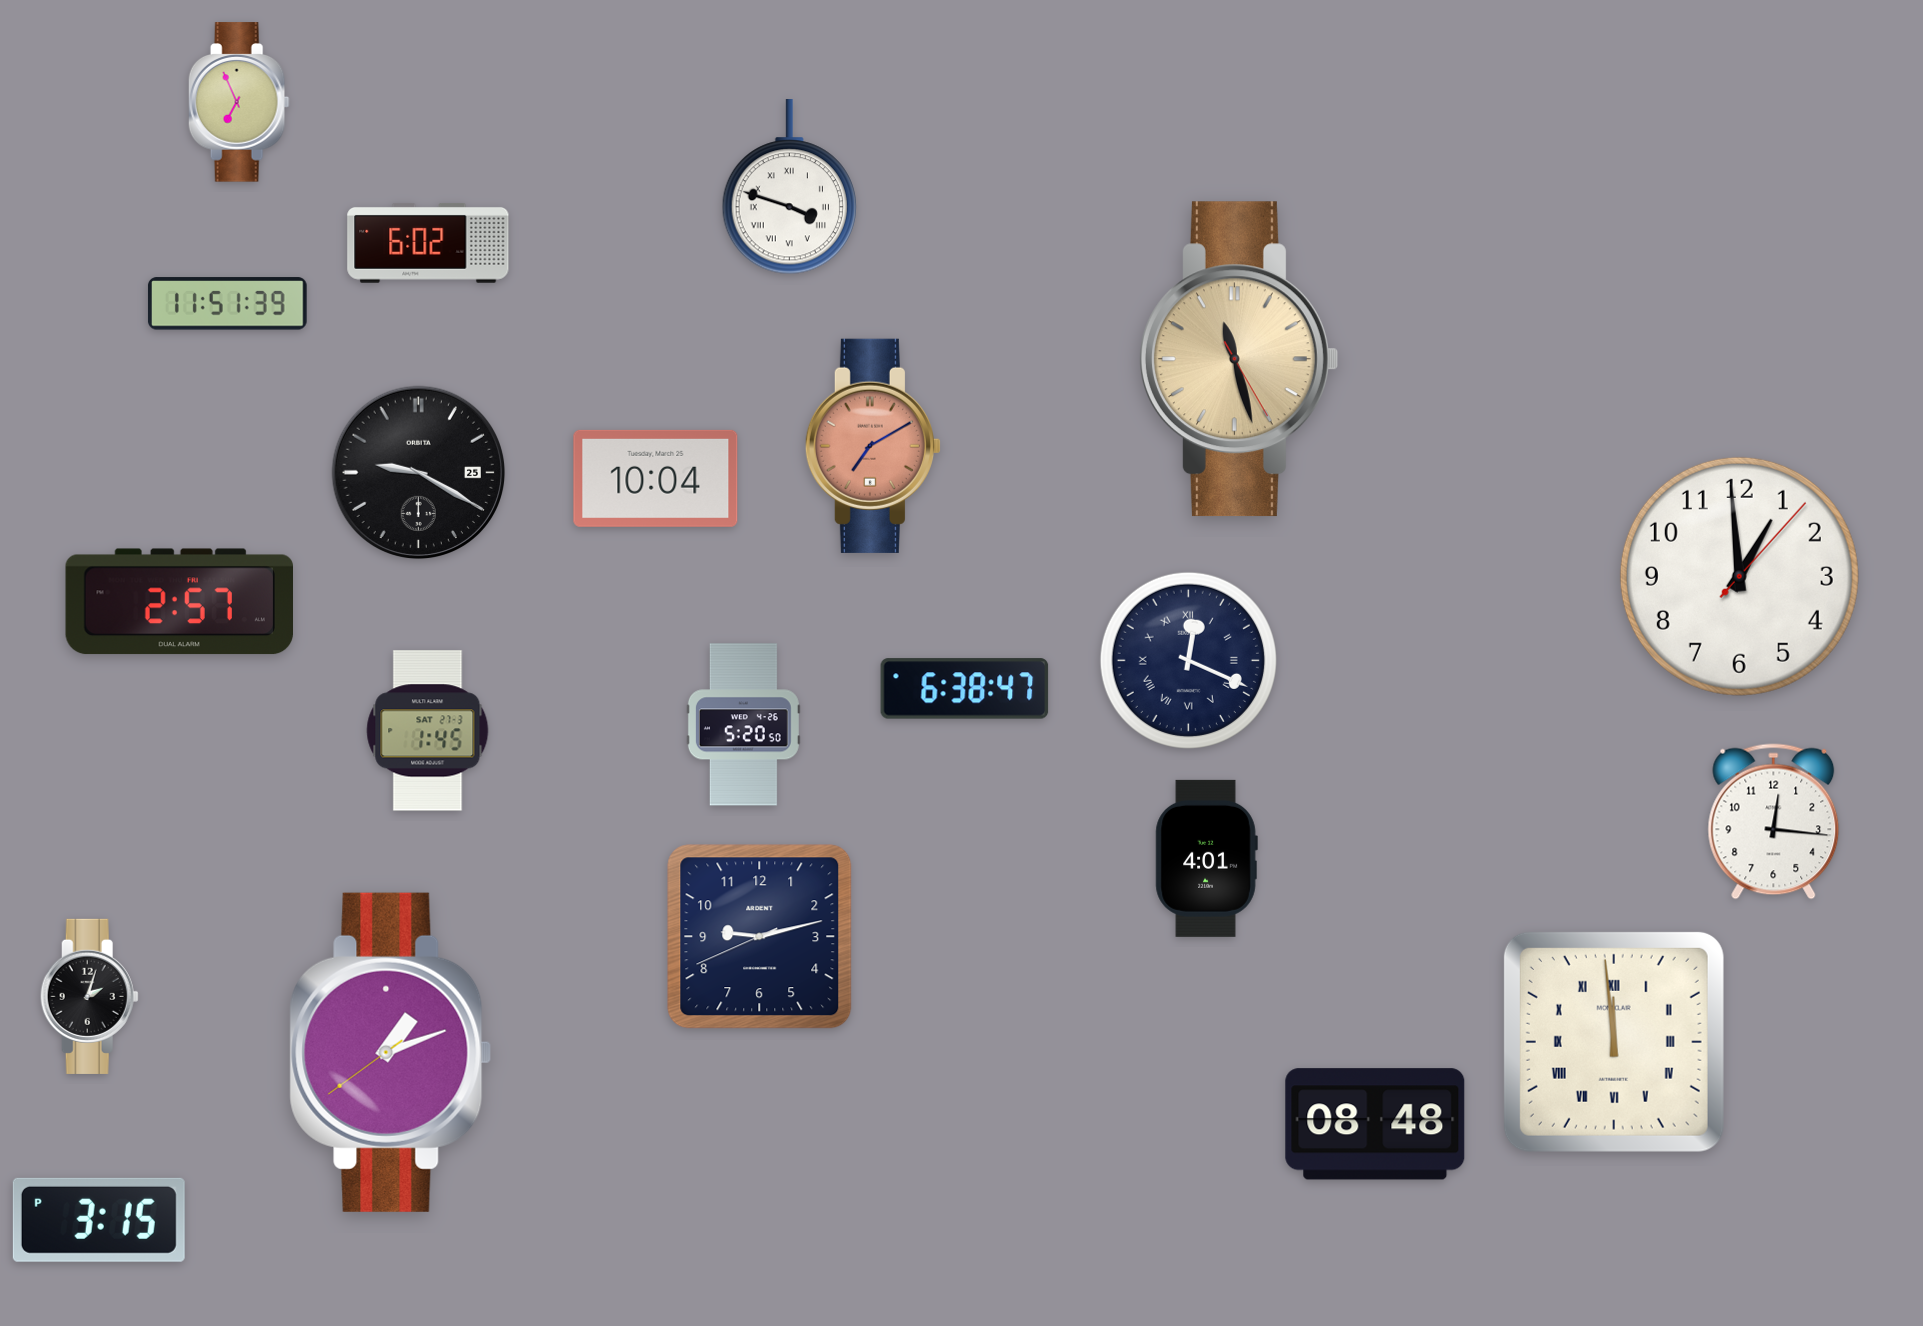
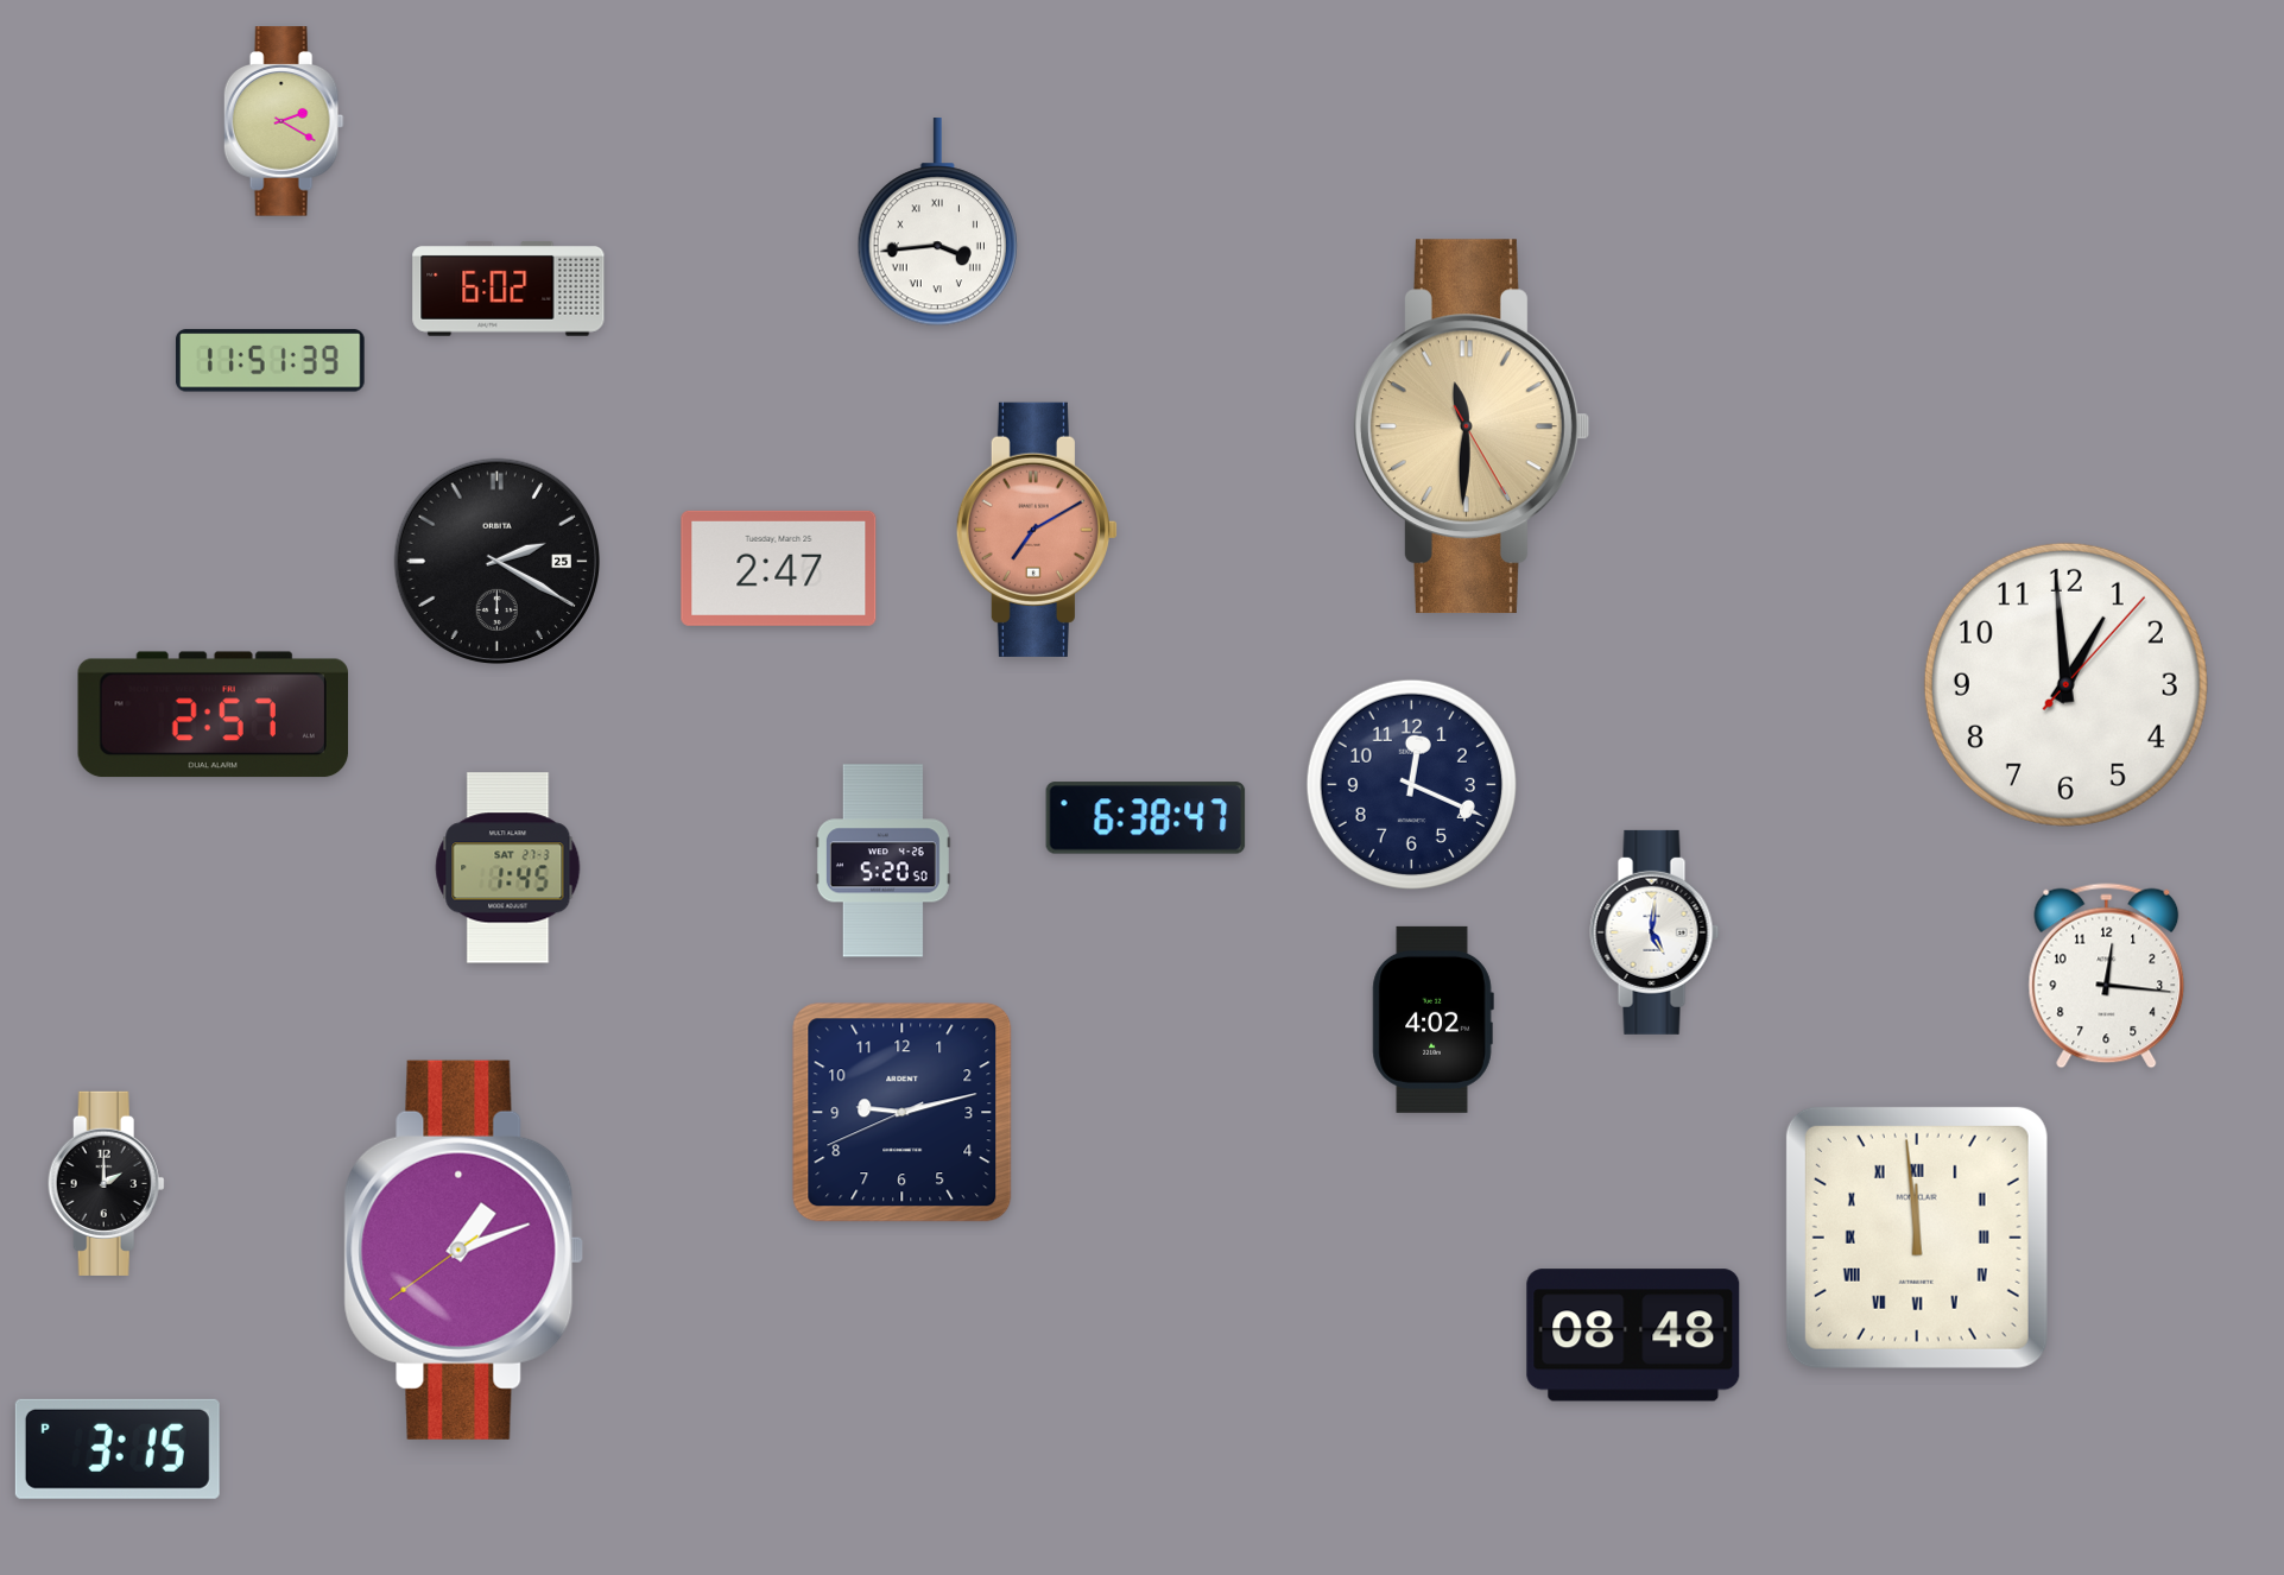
clock at (239, 102): 6:56 -> 2:20
clock at (789, 187): 3:48 -> 3:44
clock at (1238, 359): 11:27 -> 11:30
clock at (419, 473): 9:20 -> 2:20
clock at (656, 478): 10:04 -> 2:47
clock at (1188, 660) numerals: Roman -> Arabic
clock at (1655, 932): none -> 5:01
clock at (1206, 858): 4:01 -> 4:02
clock at (89, 996): 2:03 -> 2:00
